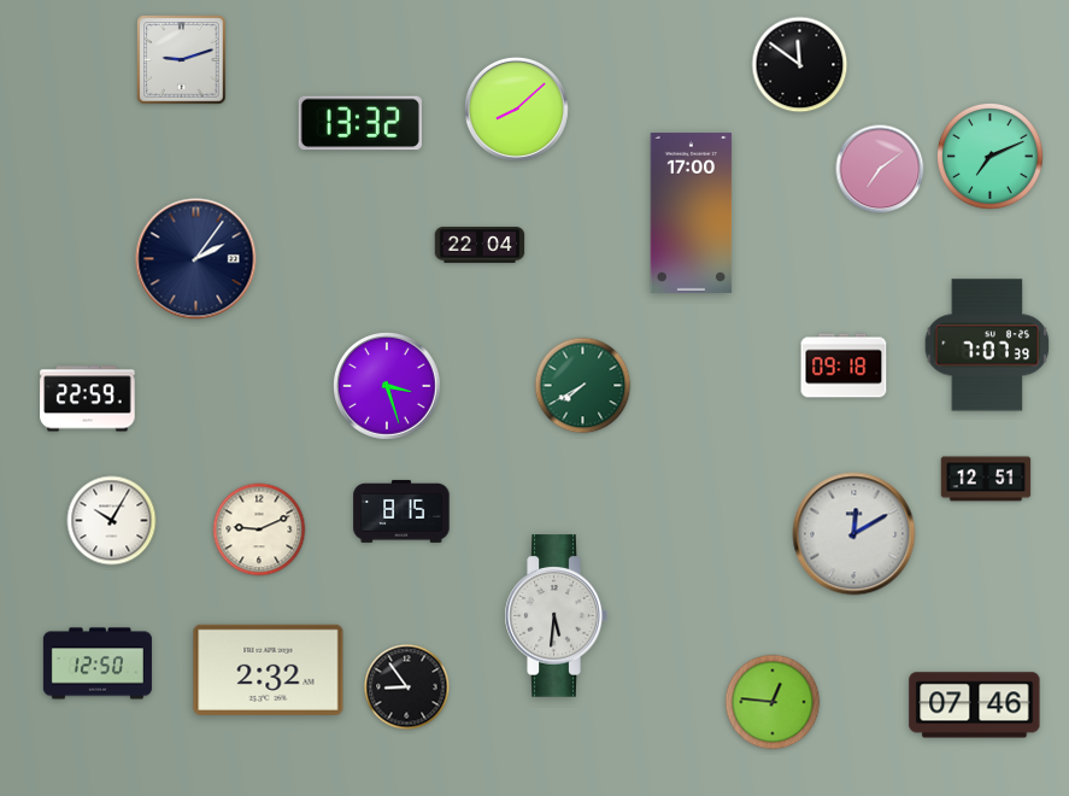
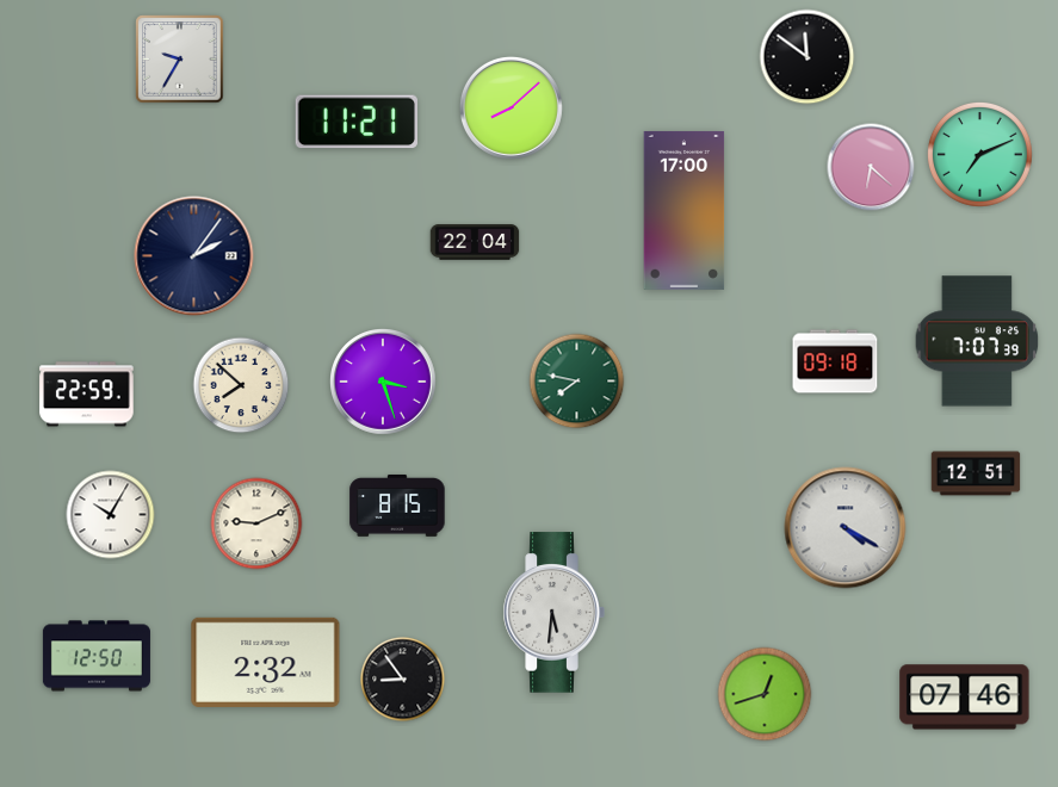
clock at (182, 60): 9:12 -> 9:35
clock at (800, 65) position: (800, 65) -> (808, 57)
clock at (360, 123): 13:32 -> 11:21
clock at (880, 169): 7:09 -> 6:22
clock at (583, 386): 7:40 -> 7:47
clock at (241, 385): none -> 7:52
clock at (854, 534): 12:10 -> 4:20
clock at (556, 616) position: (556, 616) -> (553, 613)
clock at (773, 702): 12:46 -> 12:42
